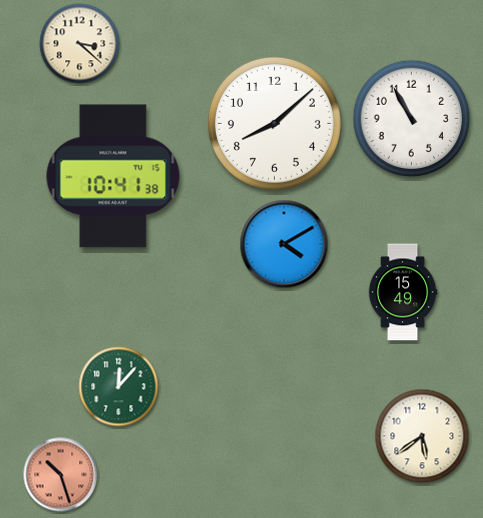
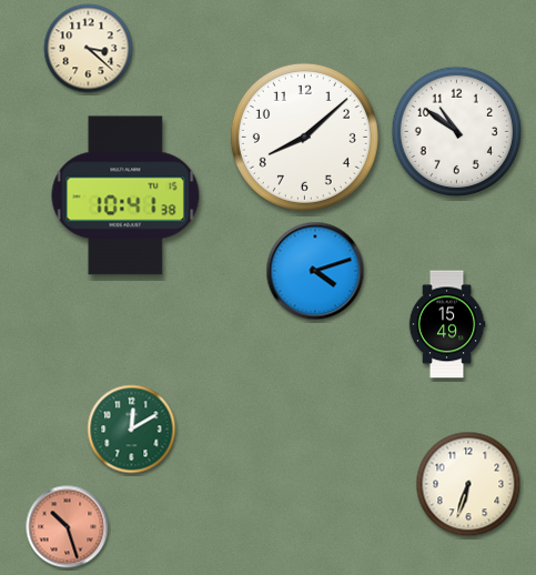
clock at (412, 119): 10:55 -> 10:51
clock at (284, 244): 4:10 -> 4:12
clock at (119, 387): 12:07 -> 12:10
clock at (422, 436): 5:39 -> 6:33
